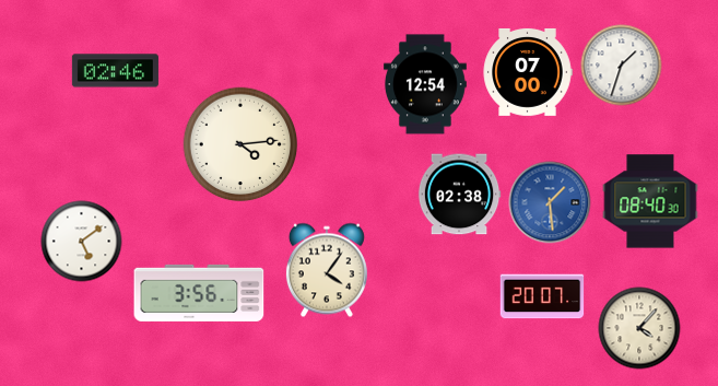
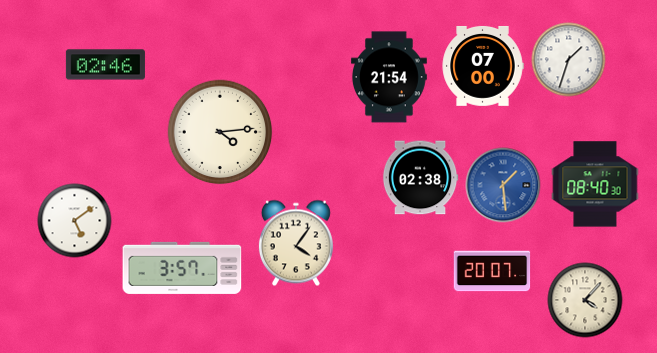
clock at (425, 84): 12:54 -> 21:54
clock at (327, 270) position: (327, 270) -> (296, 243)
clock at (199, 293): 3:56 -> 3:57
clock at (542, 296) position: (542, 296) -> (492, 271)
